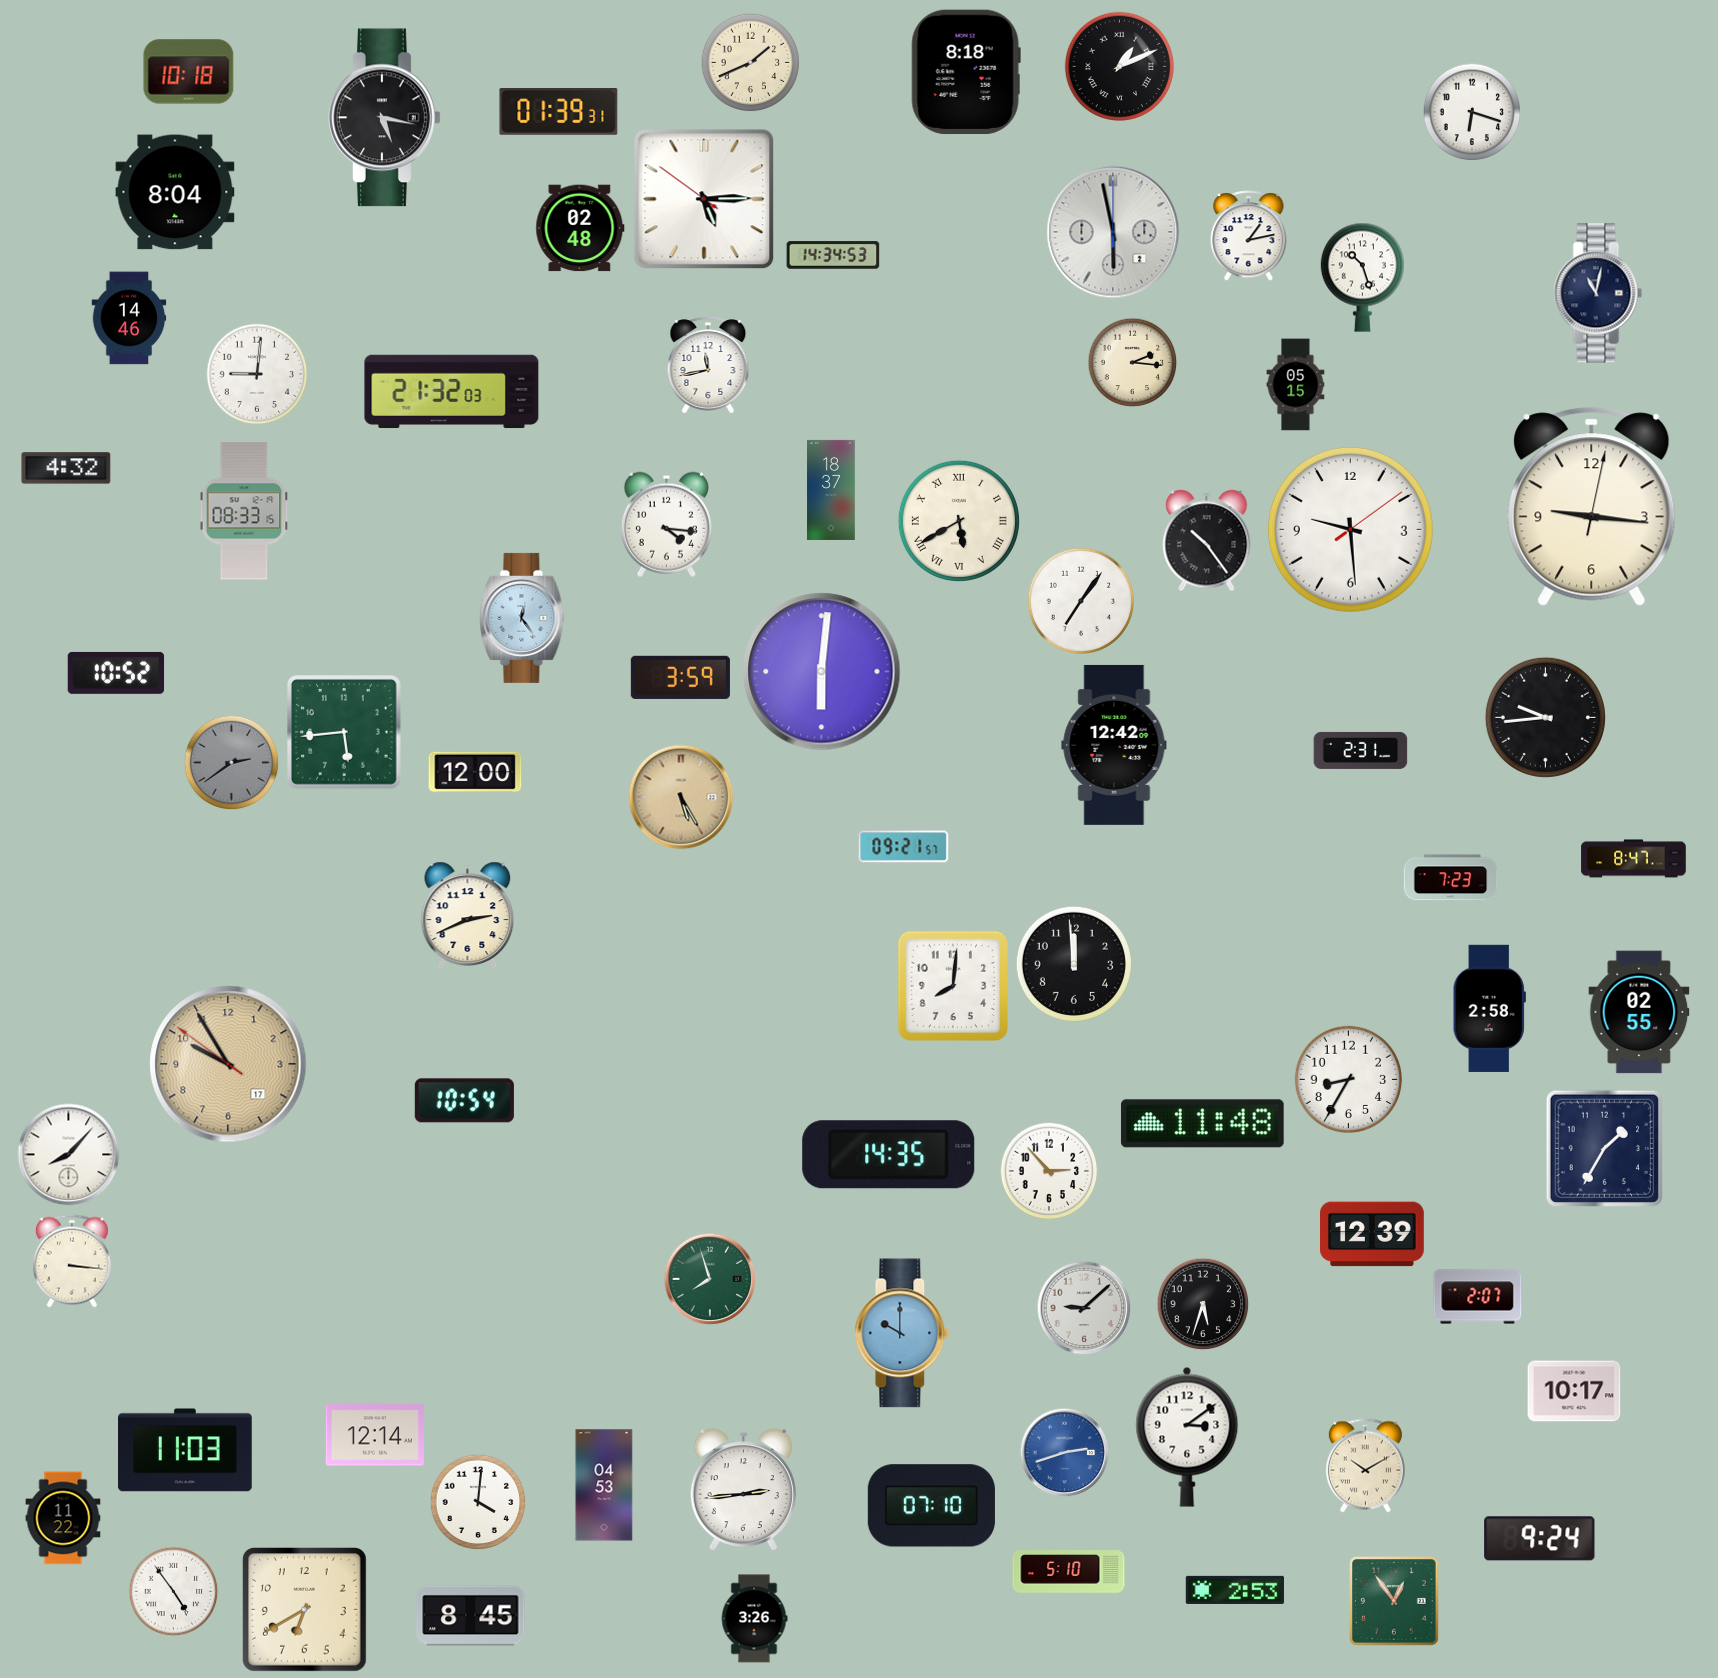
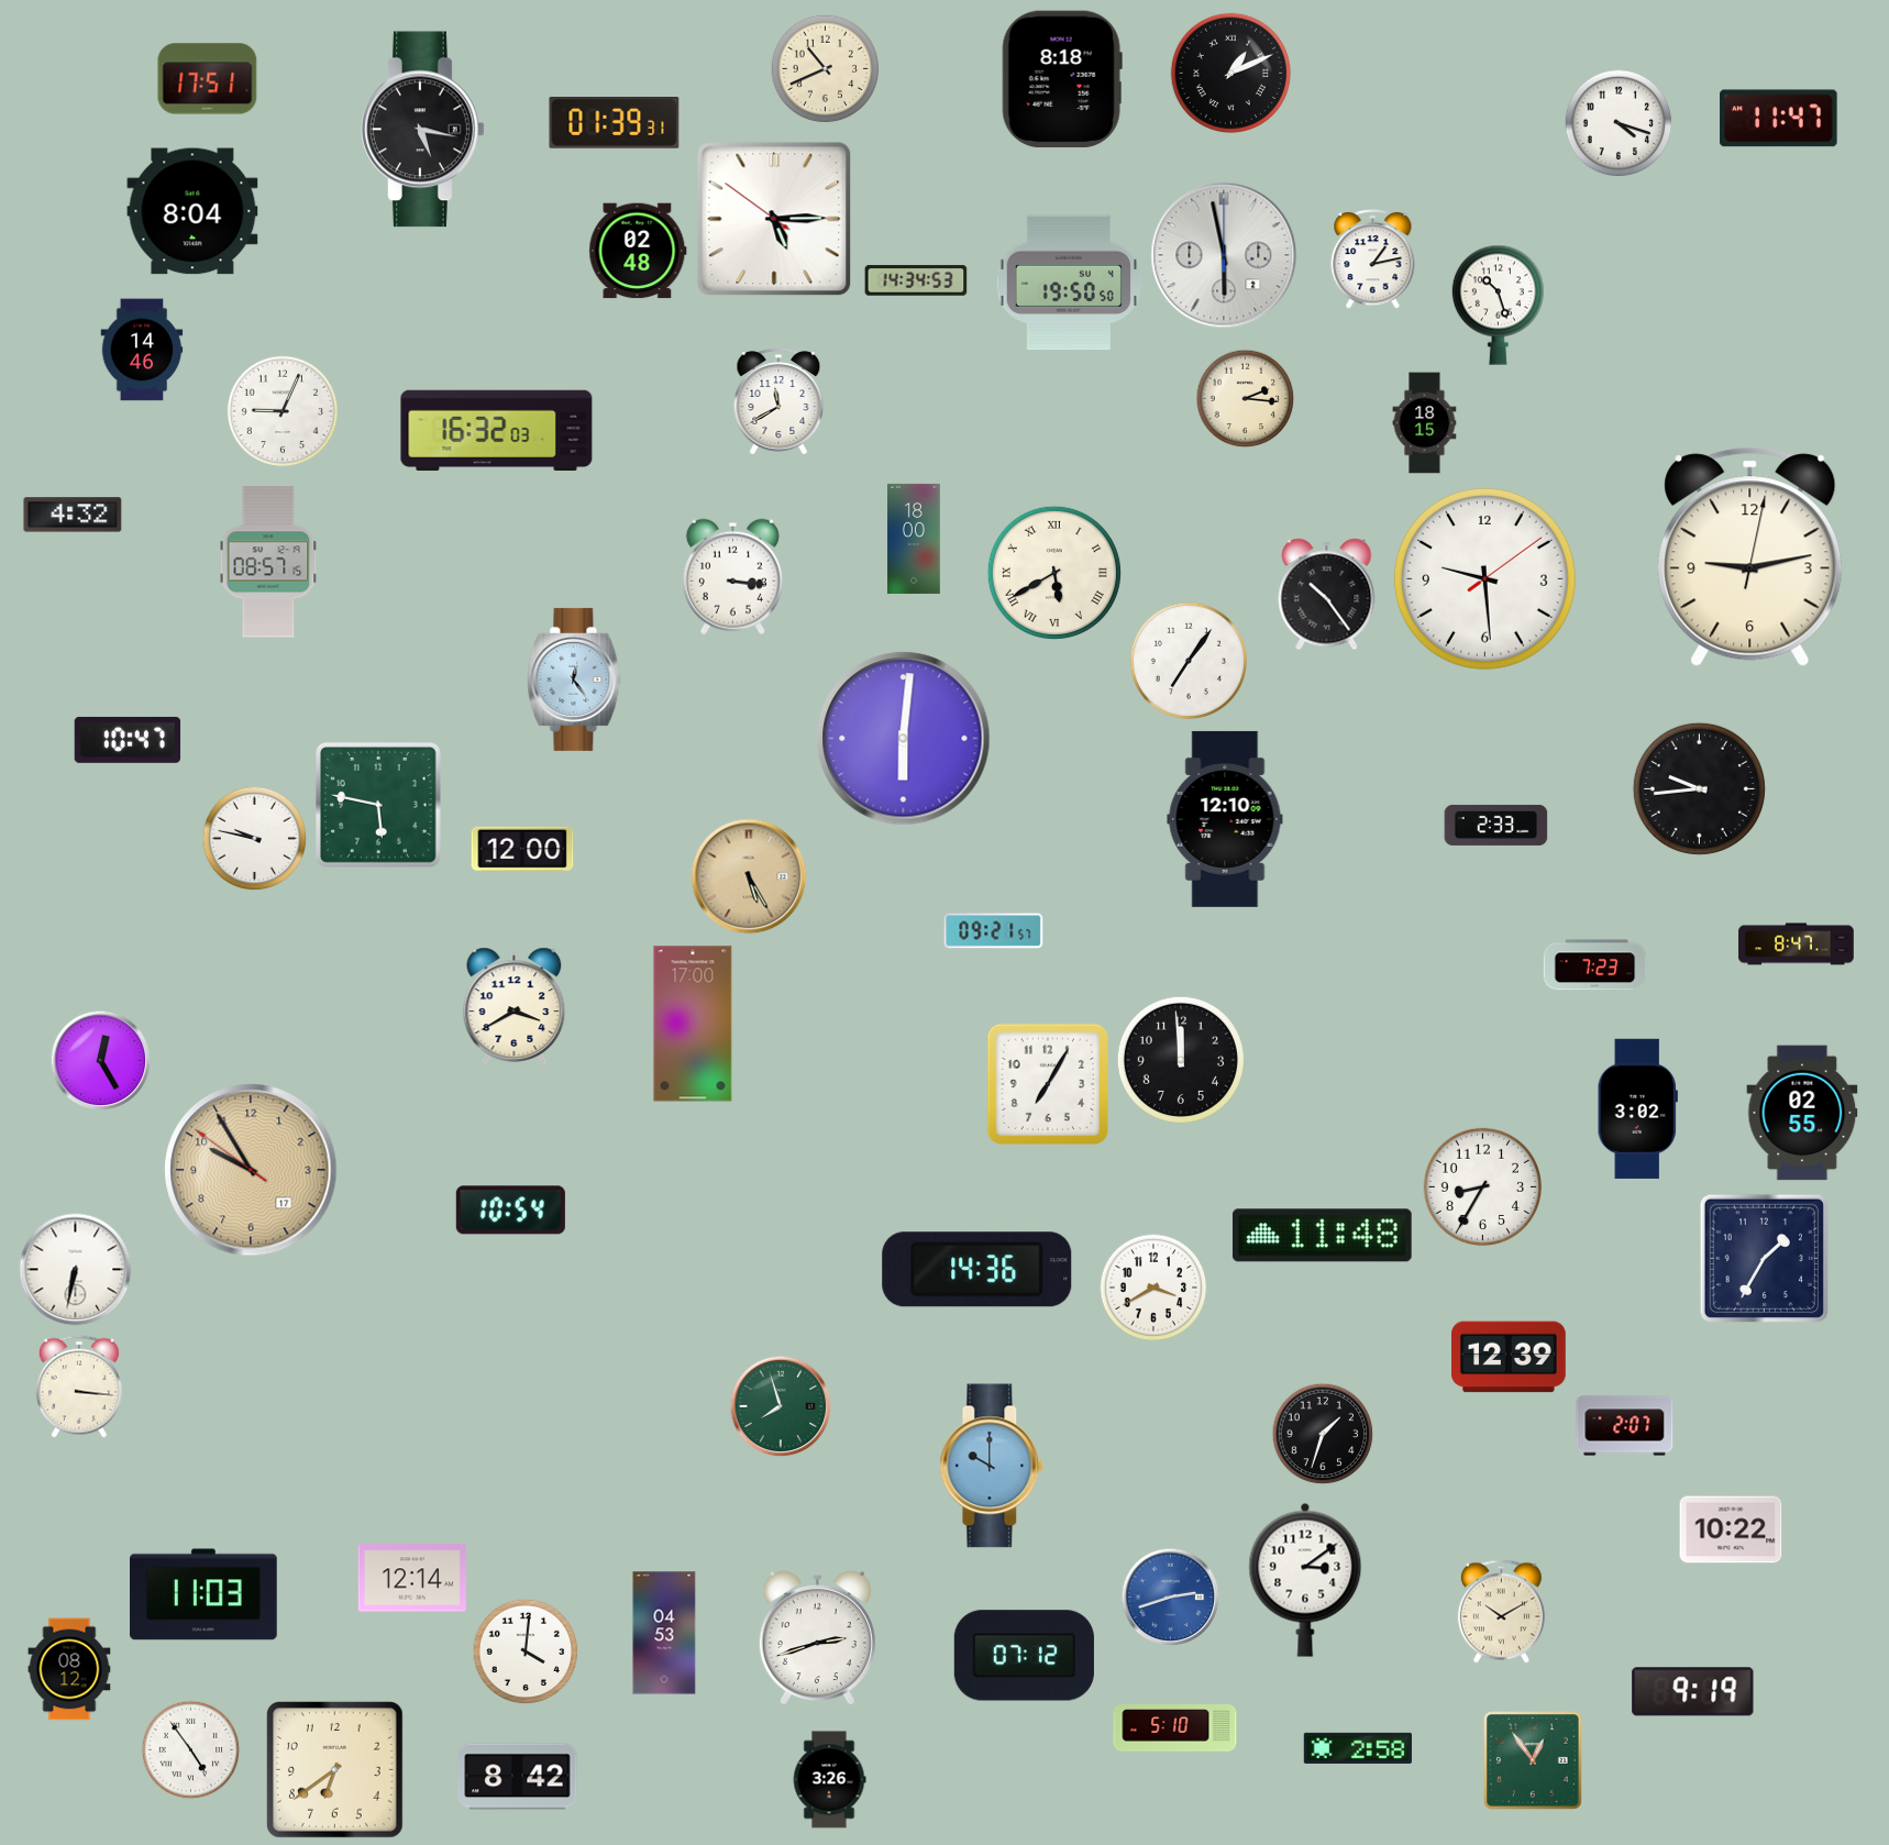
clock at (751, 63): 1:41 -> 10:41
clock at (189, 72): 10:18 -> 17:51
clock at (1779, 119): none -> 11:47
clock at (1472, 112): 6:18 -> 4:18
clock at (1069, 283): none -> 19:50
clock at (1598, 293): 11:02 -> none
clock at (708, 365): 11:43 -> 11:40
clock at (257, 374): 9:01 -> 9:04
clock at (1296, 385): 05:15 -> 18:15
clock at (452, 392): 21:32 -> 16:32
clock at (831, 490): 18:37 -> 18:00
clock at (1592, 506): 9:16 -> 9:13
clock at (244, 511): 08:33 -> 08:57
clock at (666, 524): 4:16 -> 3:16
clock at (1350, 529) position: (1350, 529) -> (1484, 578)
clock at (116, 673): 10:52 -> 10:47
clock at (680, 677): 3:59 -> none
clock at (345, 733): 5:44 -> 5:47
clock at (1114, 745): 12:42 -> 12:10
clock at (1361, 750): 2:31 -> 2:33
clock at (232, 763): 2:39 -> 9:47
clock at (232, 763) dial: grey -> white
clock at (468, 915): 2:41 -> 3:40
clock at (693, 1024): none -> 17:00
clock at (101, 1061): none -> 12:25
clock at (952, 985): 8:01 -> 7:05
clock at (1489, 1008): 2:58 -> 3:02
clock at (1604, 1148) position: (1604, 1148) -> (1764, 1258)
clock at (69, 1155): 8:07 -> 6:32
clock at (889, 1155): 14:35 -> 14:36
clock at (1049, 1171): 2:53 -> 3:40
clock at (1203, 1304): 5:33 -> 1:33
clock at (1084, 1308): 9:08 -> none
clock at (1574, 1391): 10:17 -> 10:22
clock at (743, 1490): 2:44 -> 2:42
clock at (931, 1506): 07:10 -> 07:12
clock at (63, 1518): 11:22 -> 08:12
clock at (1540, 1539): 9:24 -> 9:19
clock at (1235, 1590): 2:53 -> 2:58
clock at (305, 1610): 6:40 -> 6:39
clock at (471, 1616): 8:45 -> 8:42
